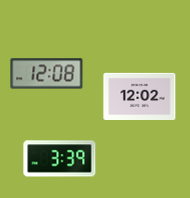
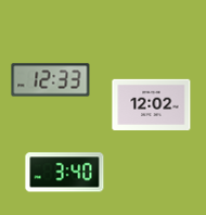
clock at (47, 74): 12:08 -> 12:33
clock at (60, 159): 3:39 -> 3:40
